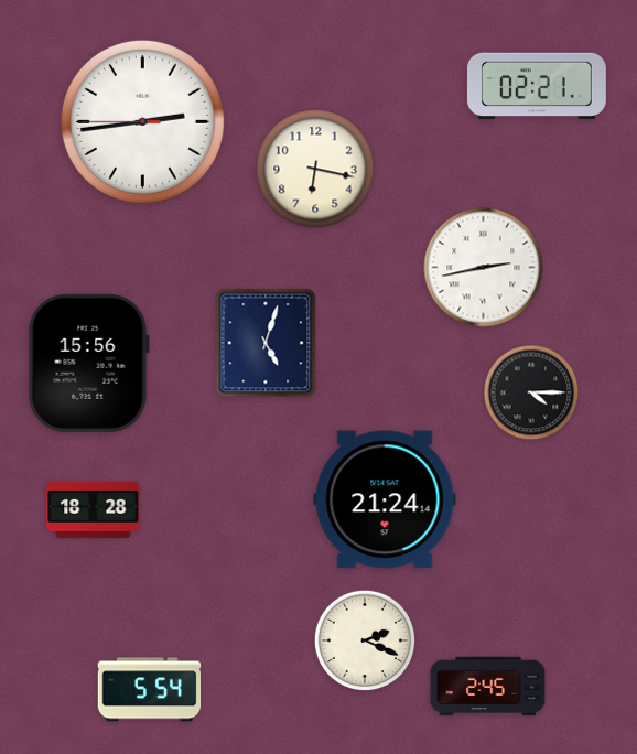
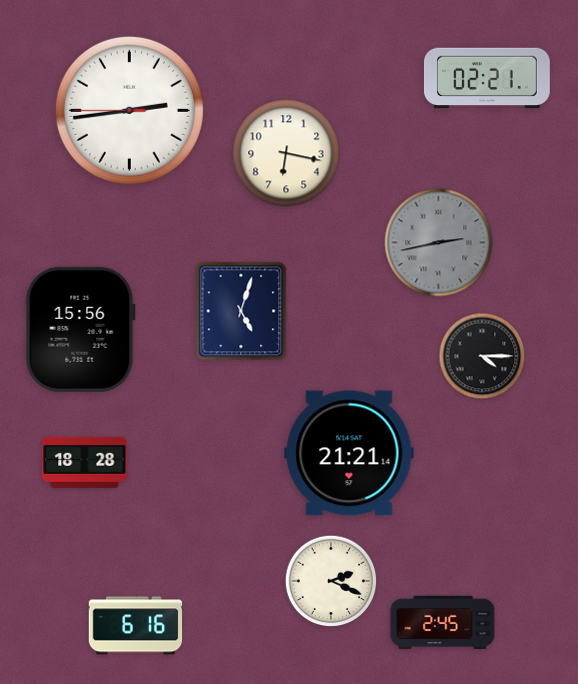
clock at (484, 268) dial: white -> grey
clock at (385, 499): 21:24 -> 21:21
clock at (150, 690): 5:54 -> 6:16
